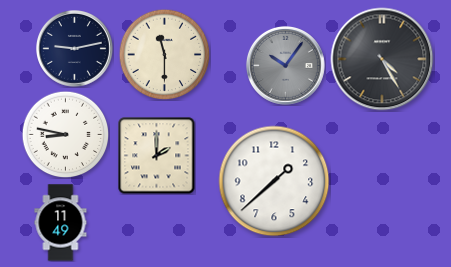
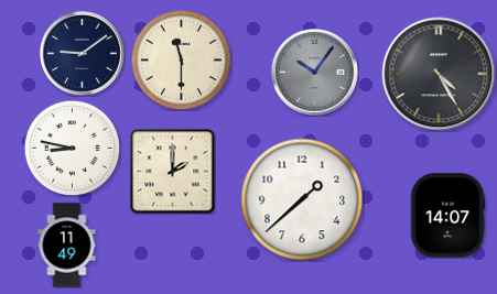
clock at (75, 49): 9:13 -> 9:09
clock at (382, 59) position: (382, 59) -> (439, 74)
clock at (447, 216): none -> 14:07
